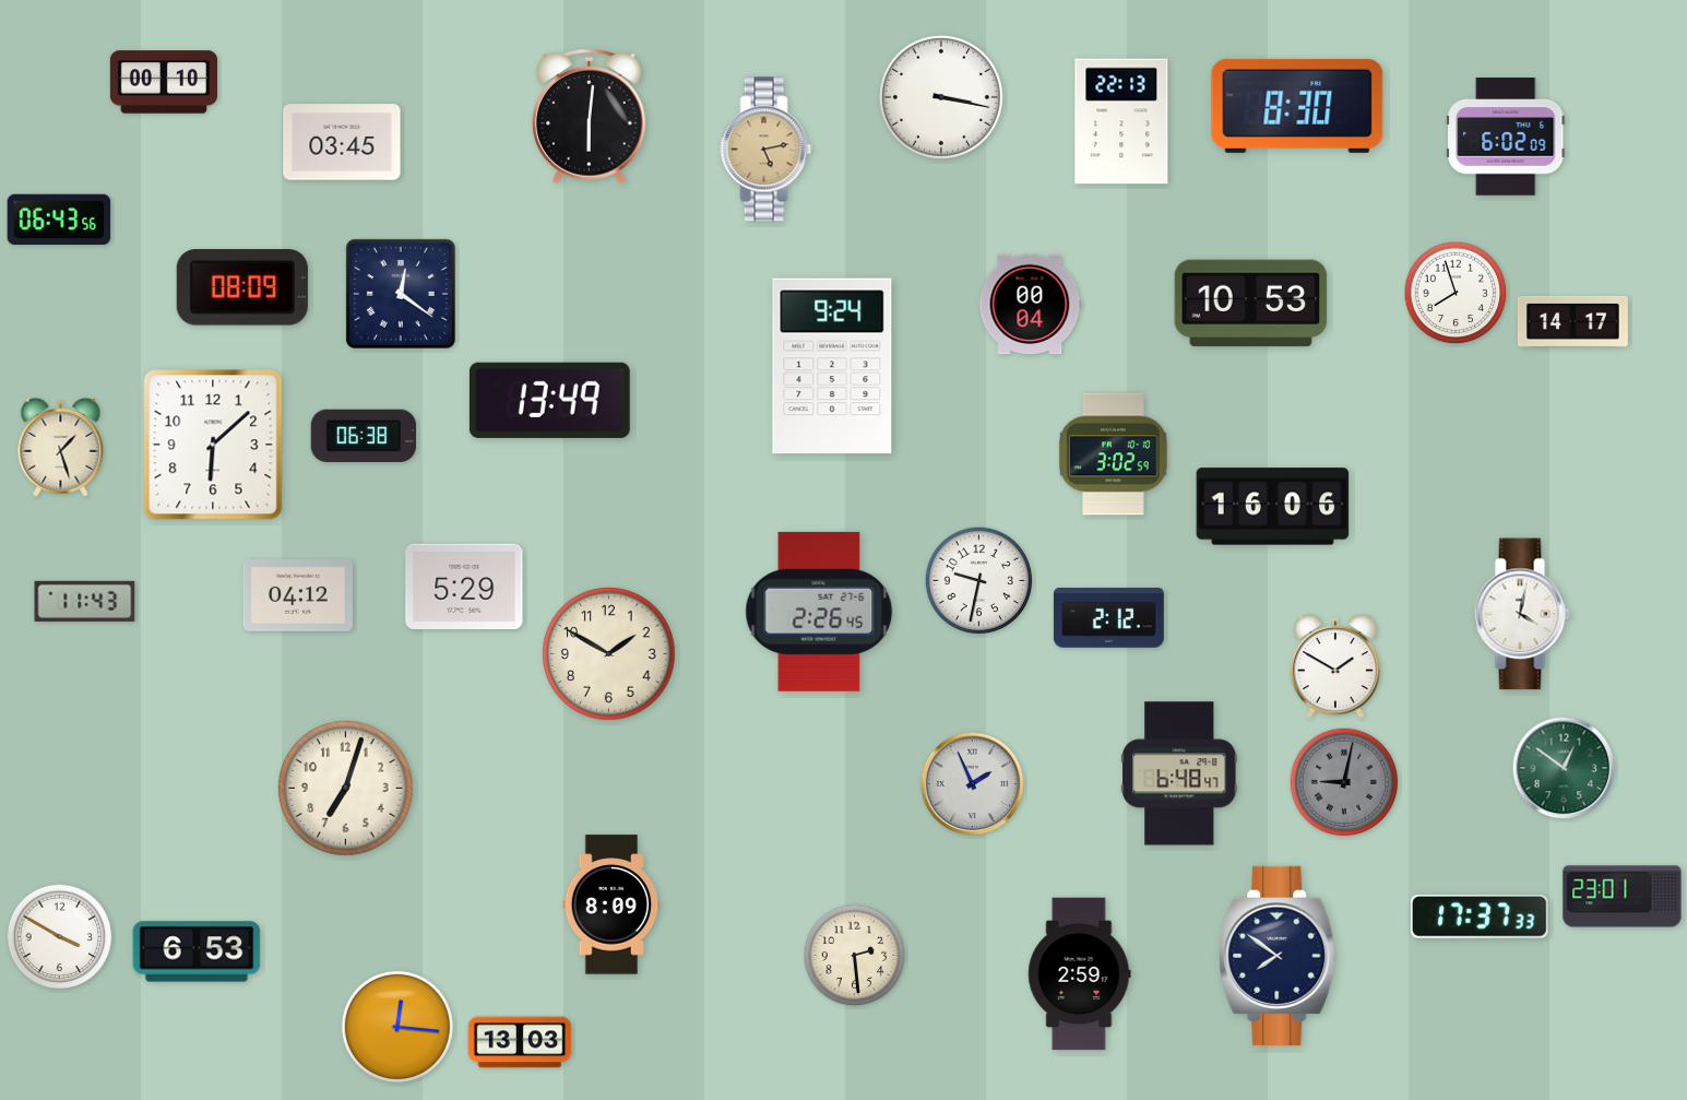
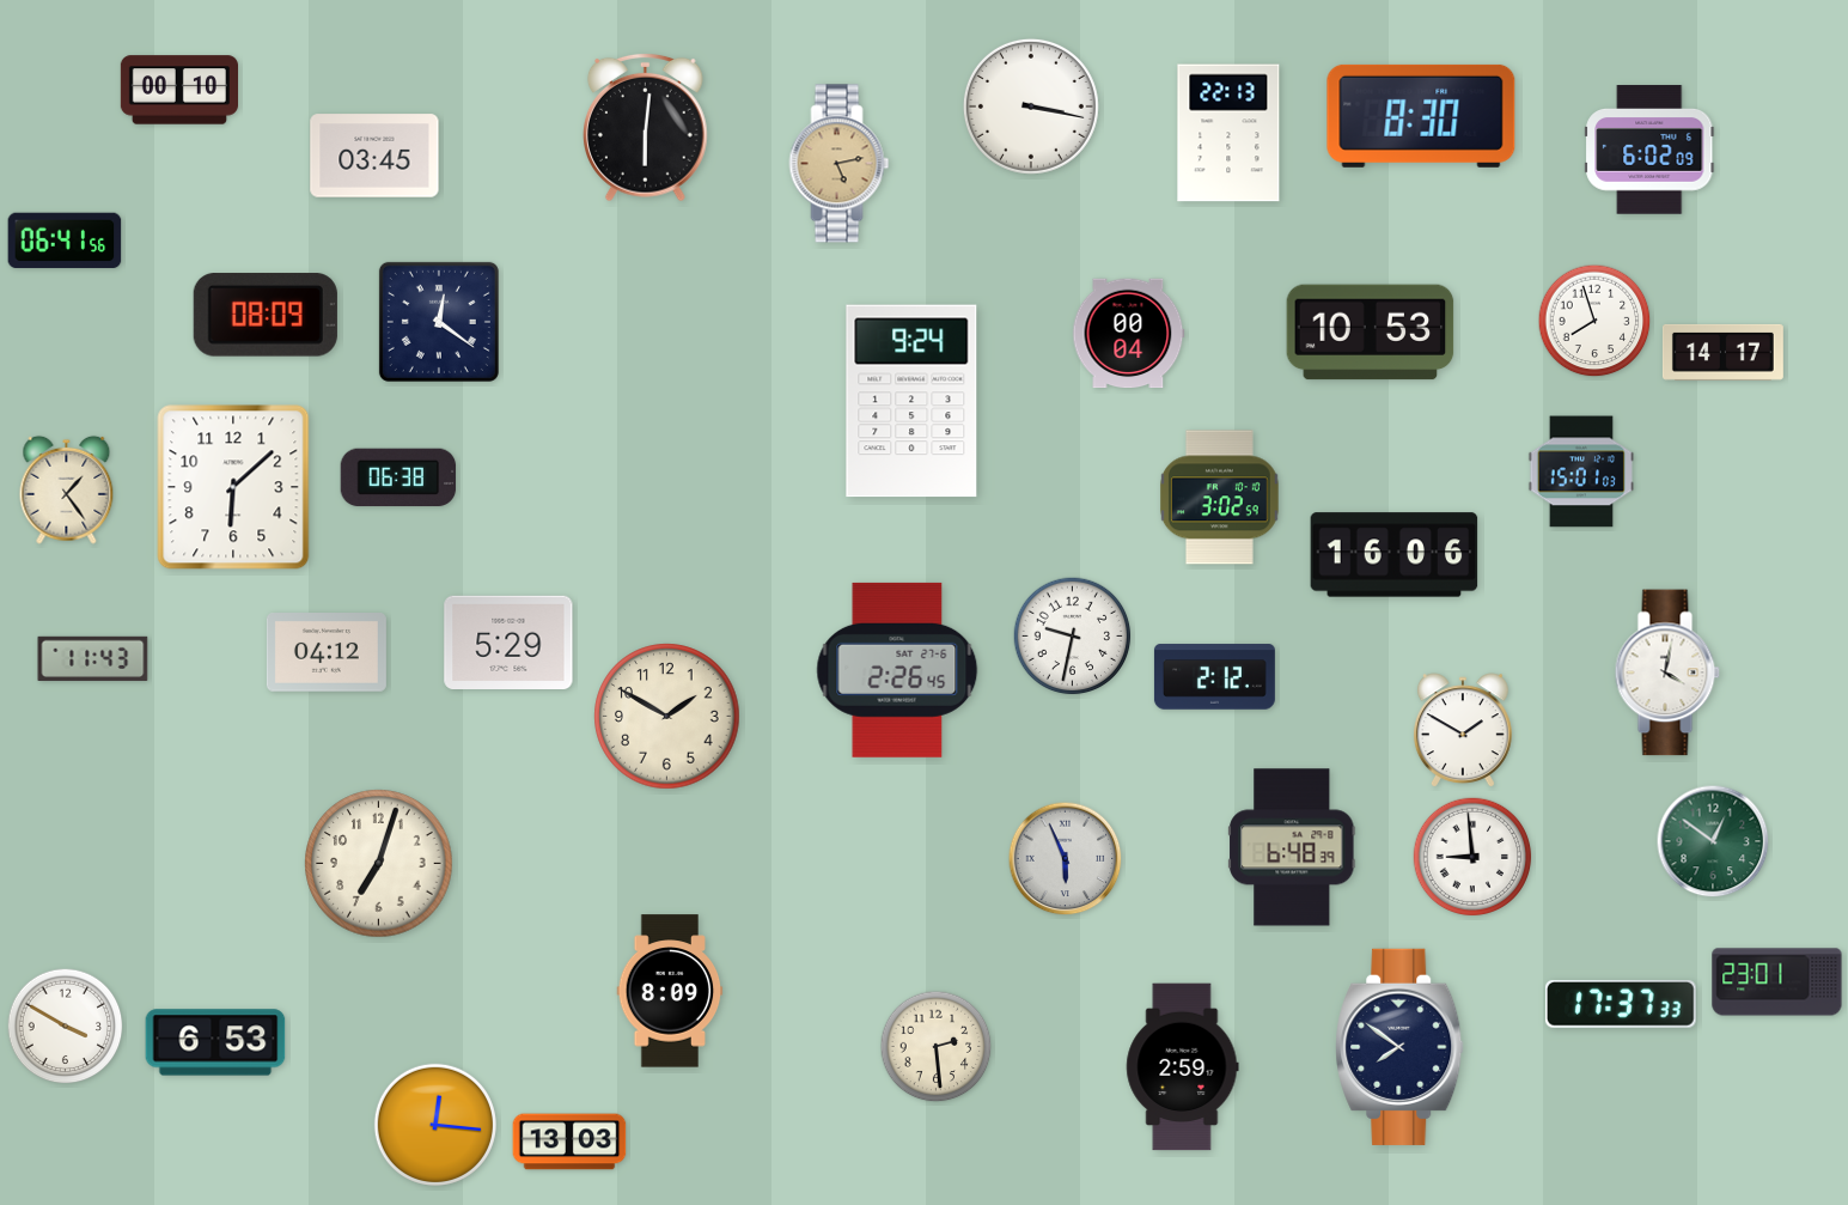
clock at (59, 220): 06:43 -> 06:41
clock at (549, 400): 13:49 -> none
clock at (1581, 471): none -> 15:01
clock at (61, 447): 1:27 -> 1:24
clock at (1179, 773): 6:48:47 -> 6:48:39
clock at (1344, 782): 9:02 -> 8:59
clock at (1344, 782) dial: grey -> white
clock at (973, 784): 1:56 -> 5:56
